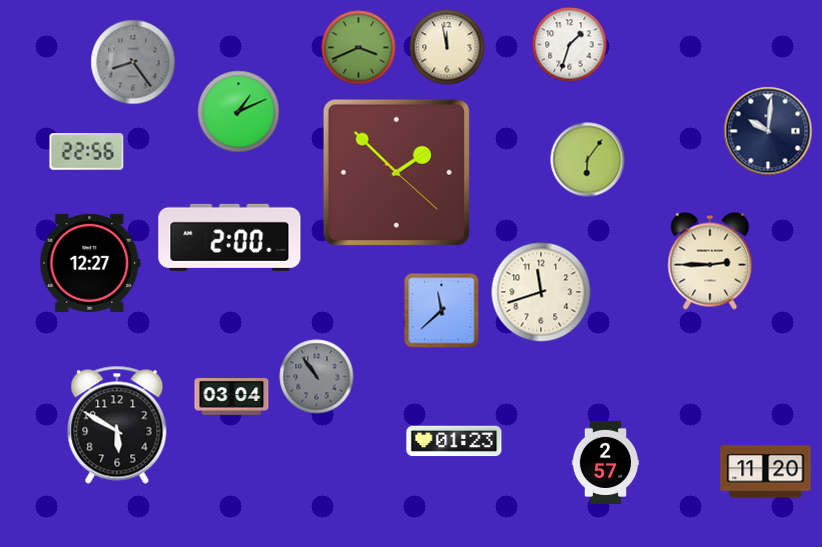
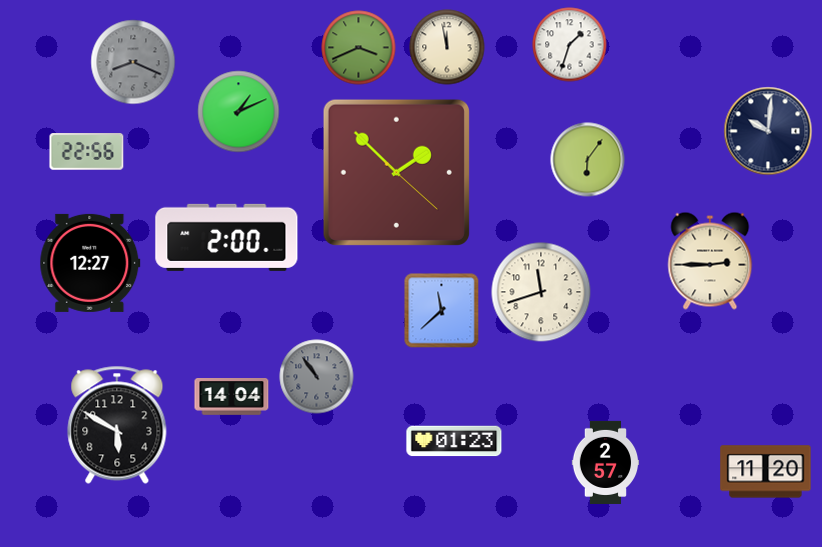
clock at (133, 62): 8:24 -> 8:19
clock at (230, 237) position: (230, 237) -> (227, 237)
clock at (232, 397): 03:04 -> 14:04
